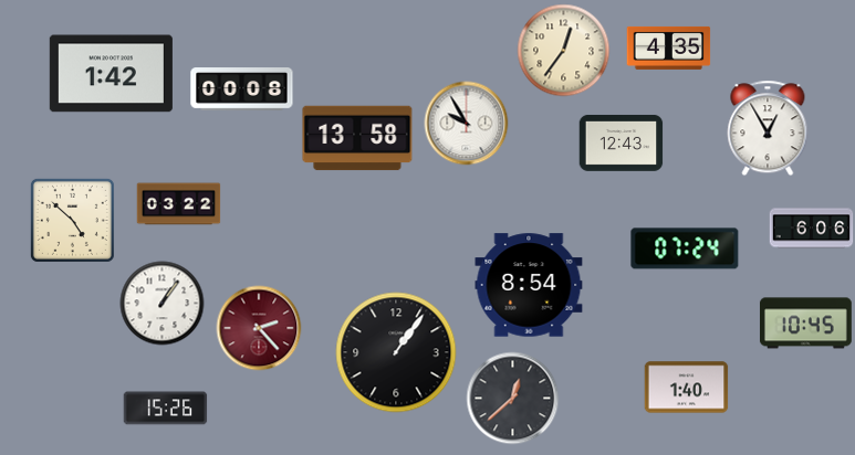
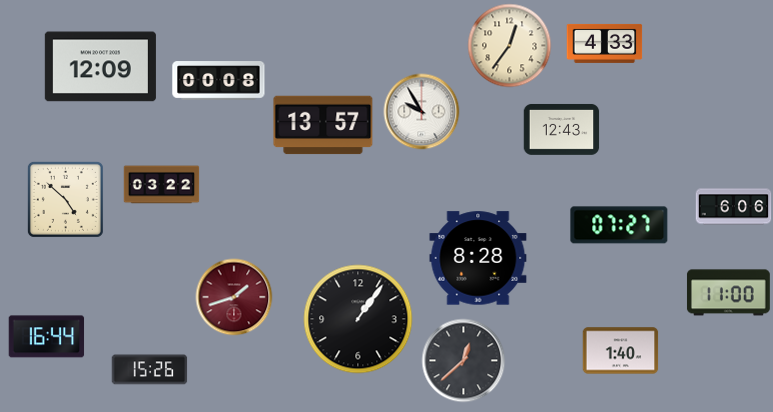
clock at (669, 47): 4:35 -> 4:33
clock at (111, 74): 1:42 -> 12:09
clock at (768, 128): 12:55 -> none
clock at (357, 138): 13:58 -> 13:57
clock at (685, 248): 07:24 -> 07:27
clock at (529, 285): 8:54 -> 8:28
clock at (163, 304): 1:06 -> none
clock at (805, 324): 10:45 -> 11:00
clock at (259, 328): 2:23 -> 1:42
clock at (47, 337): none -> 16:44
